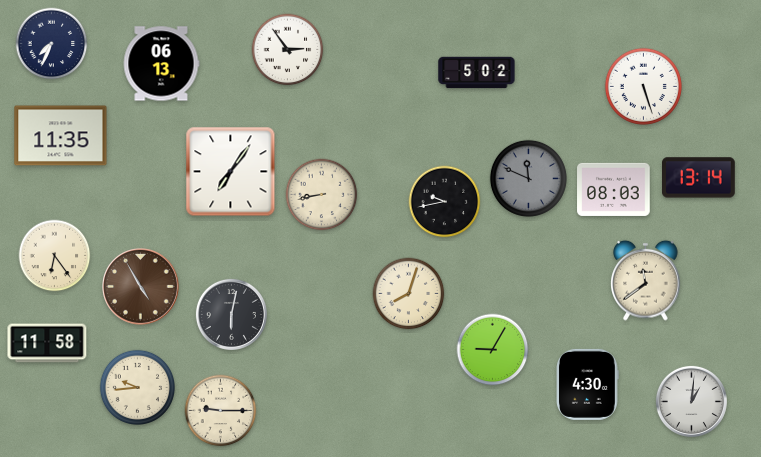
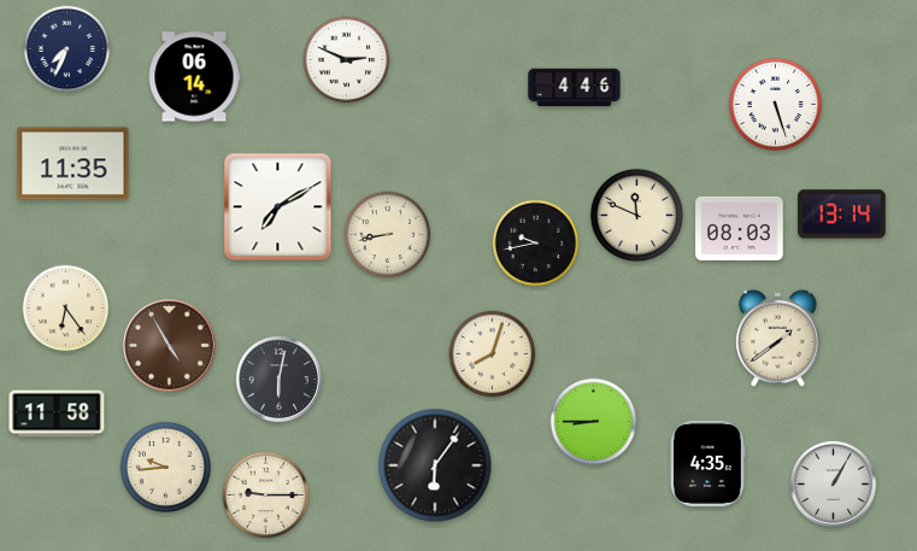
clock at (52, 44) position: (52, 44) -> (67, 49)
clock at (288, 50): 2:54 -> 2:49
clock at (161, 64): 06:13 -> 06:14
clock at (477, 73): 5:02 -> 4:46
clock at (231, 172): 7:06 -> 7:10
clock at (528, 178) dial: grey -> cream
clock at (646, 280): 11:39 -> 1:39
clock at (493, 350): 9:05 -> 8:45
clock at (588, 384): 4:30 -> 4:35
clock at (435, 465): none -> 6:06
clock at (691, 401): 1:01 -> 1:05
